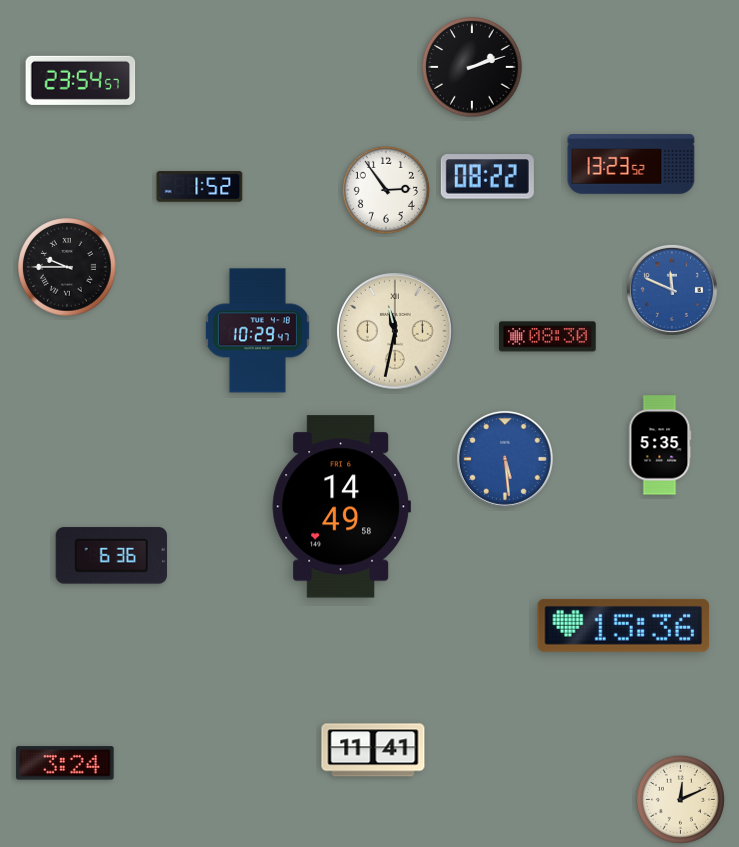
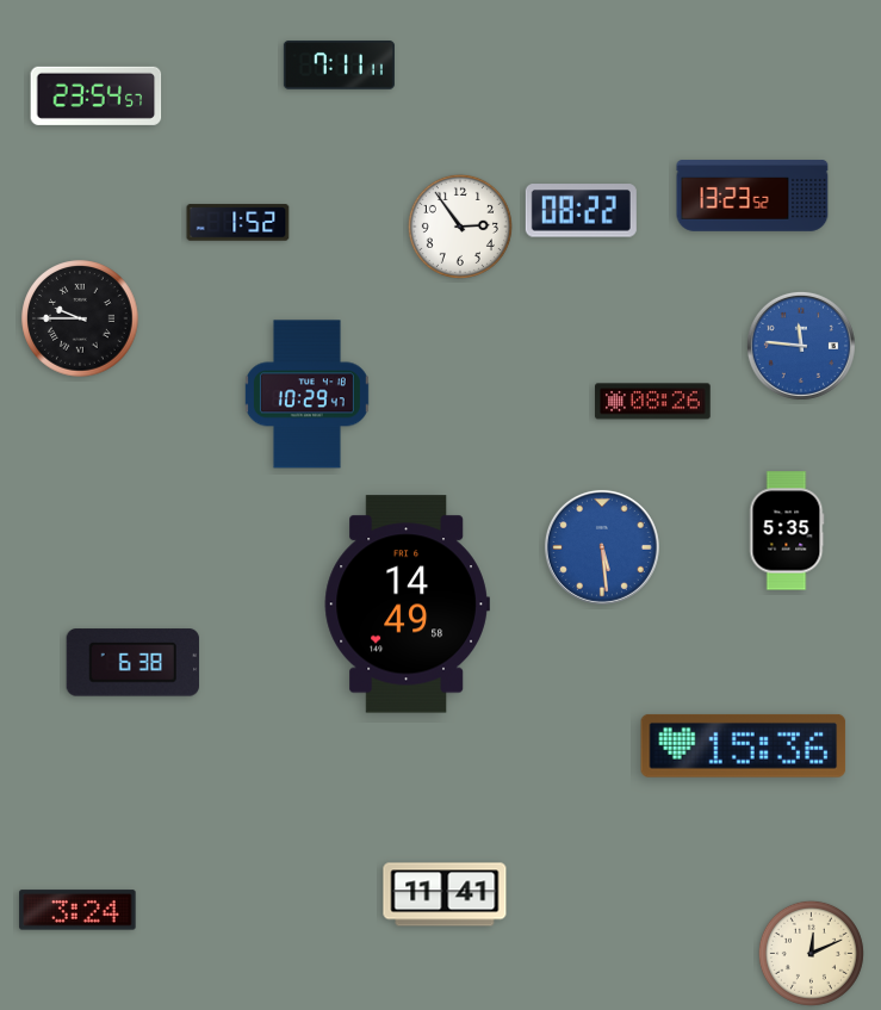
clock at (339, 66): none -> 7:11
clock at (472, 67): 2:12 -> none
clock at (672, 290): 11:49 -> 11:46
clock at (395, 331): 11:32 -> none
clock at (548, 337): 08:30 -> 08:26
clock at (111, 556): 6:36 -> 6:38
